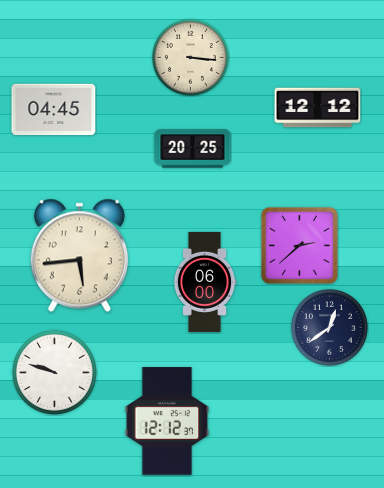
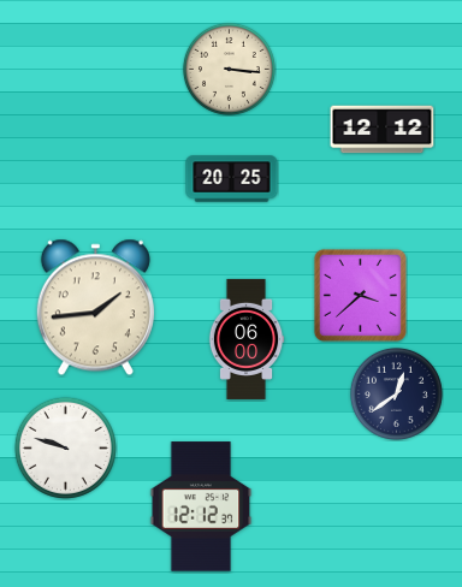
clock at (54, 110): 04:45 -> none
clock at (299, 245): 2:38 -> 3:38
clock at (79, 256): 5:44 -> 1:44
